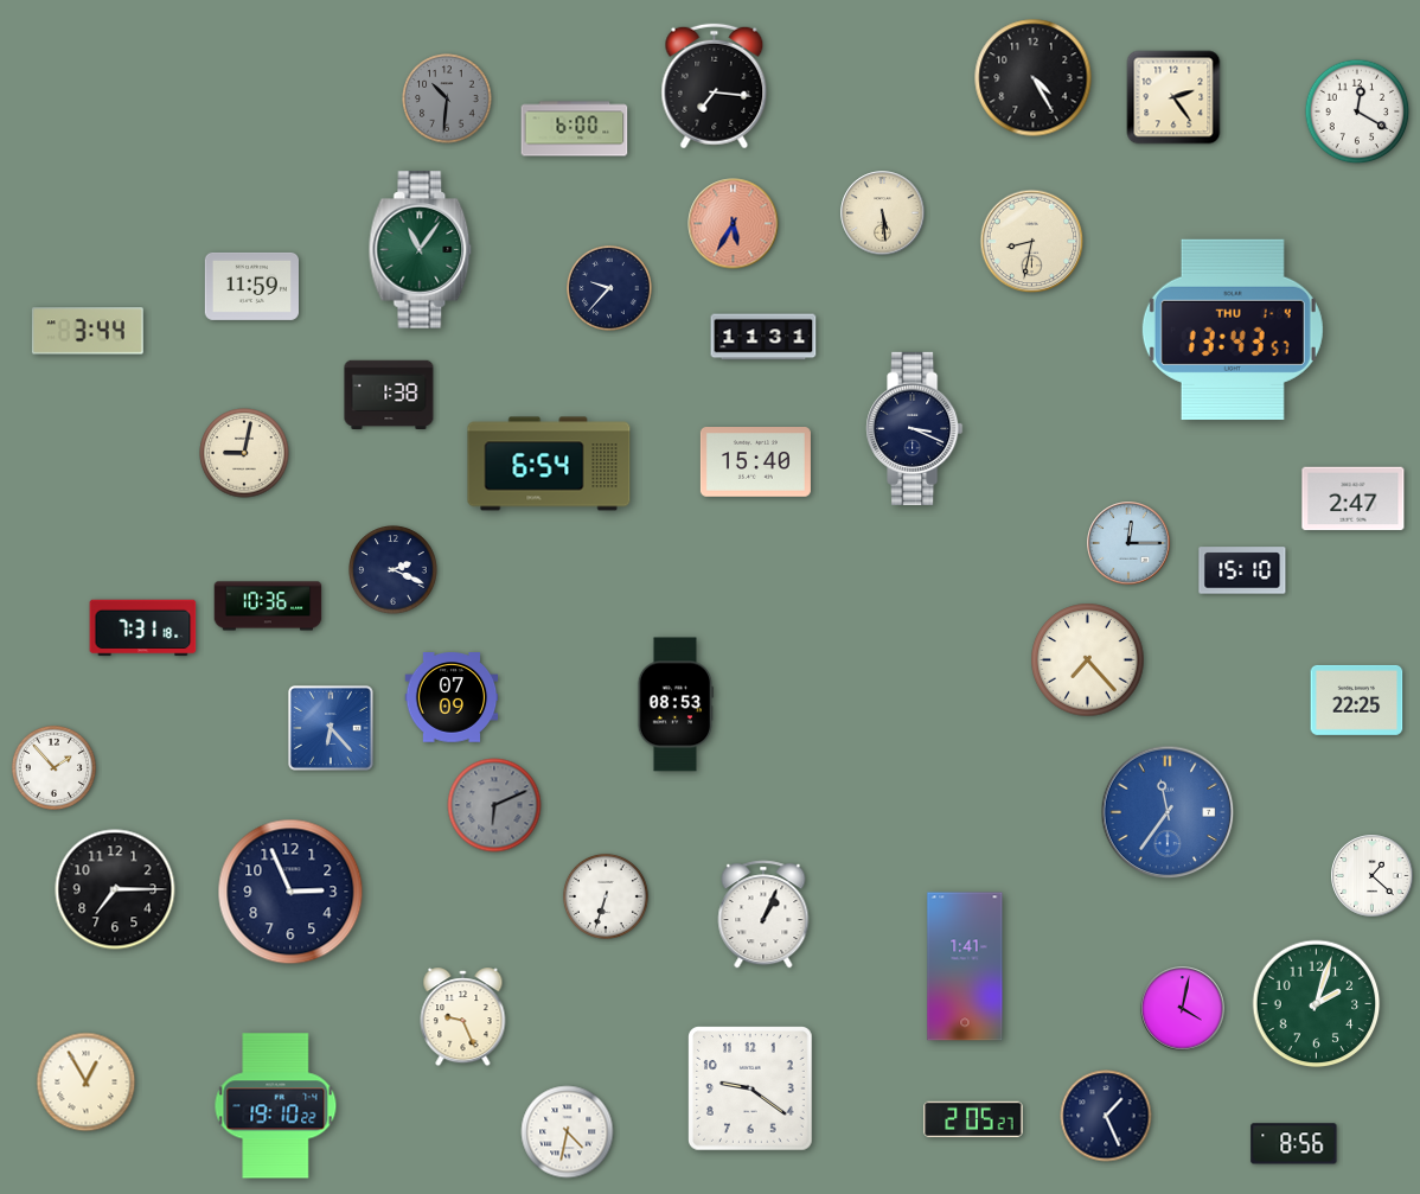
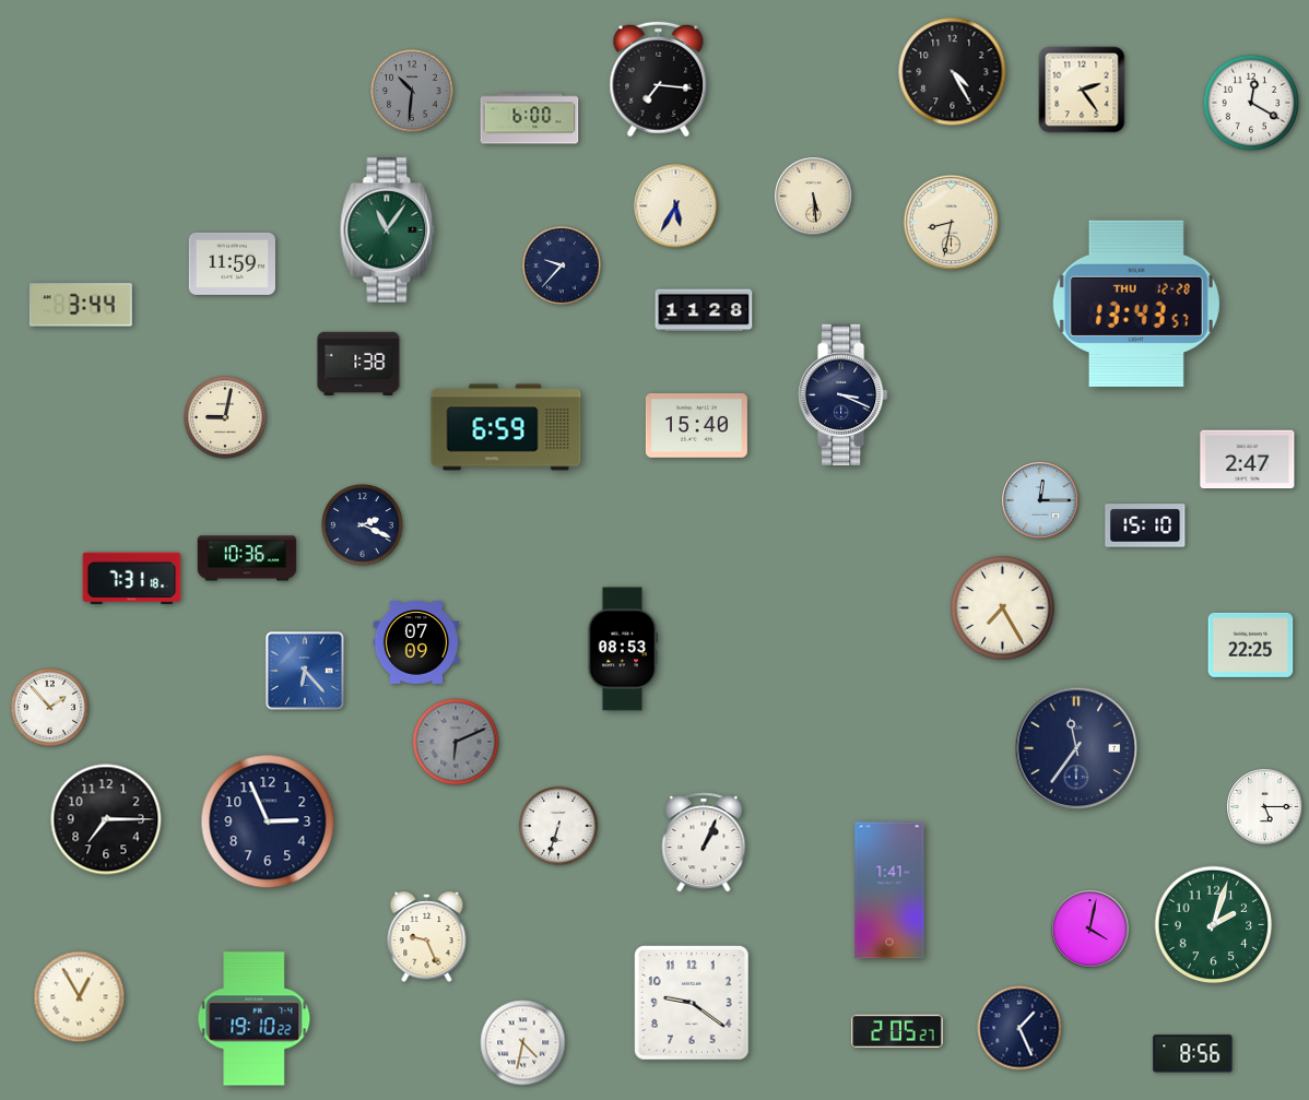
clock at (734, 224) dial: salmon -> cream
clock at (1233, 330) date: THU 1-4 -> THU 12-28
clock at (763, 337): 11:31 -> 11:28
clock at (549, 464): 6:54 -> 6:59
clock at (1088, 660): 7:23 -> 7:25
clock at (1168, 812) dial: blue -> navy
clock at (1373, 876): 1:22 -> 5:15
